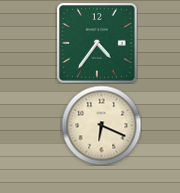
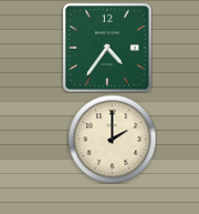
clock at (101, 125): 6:19 -> 2:00
